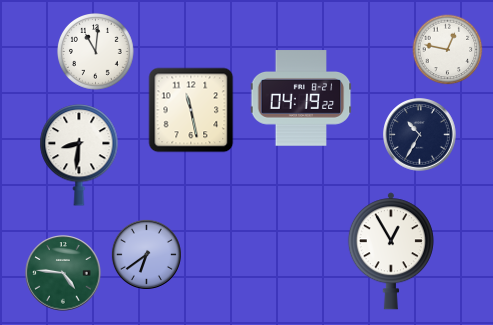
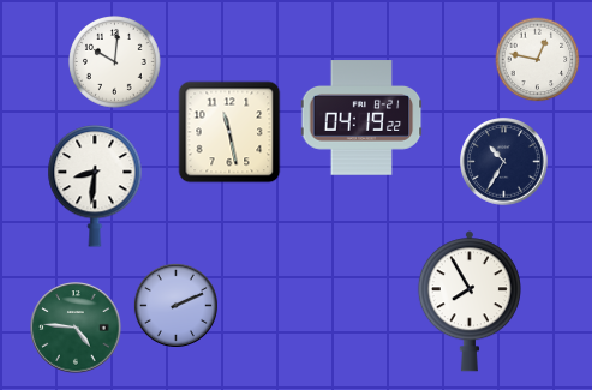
clock at (96, 52): 11:01 -> 10:01
clock at (391, 251): 12:55 -> 7:55
clock at (146, 254): 6:39 -> 2:11
